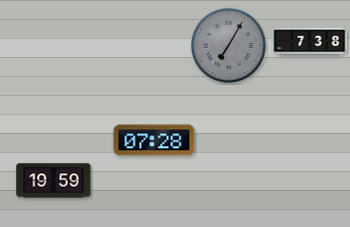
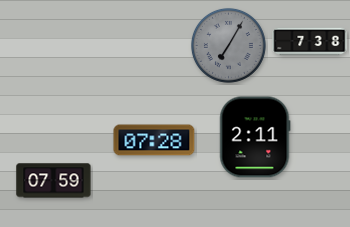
clock at (255, 137): none -> 2:11
clock at (54, 181): 19:59 -> 07:59
